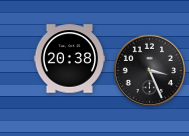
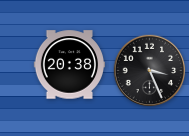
clock at (70, 59) position: (70, 59) -> (70, 65)
